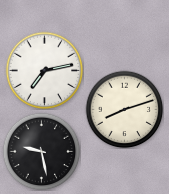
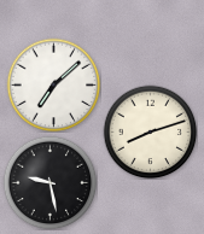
clock at (44, 70): 7:13 -> 7:08
